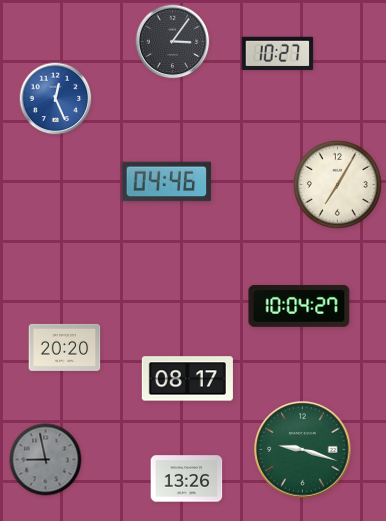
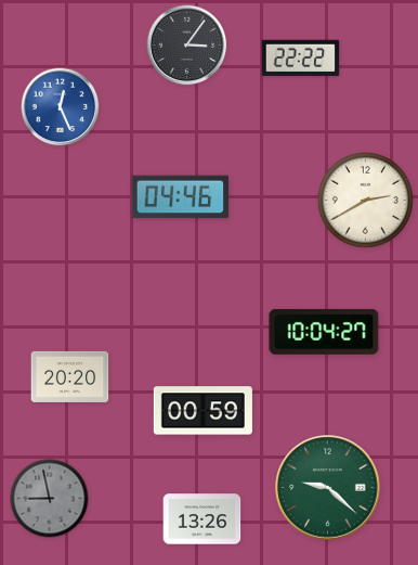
clock at (278, 54): 10:27 -> 22:22
clock at (337, 184): 7:05 -> 2:40
clock at (187, 379): 08:17 -> 00:59
clock at (303, 450): 9:18 -> 9:22
